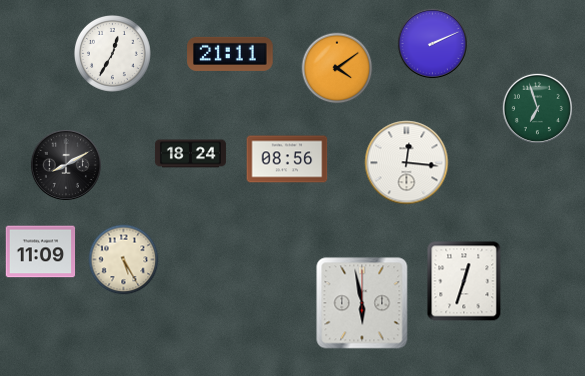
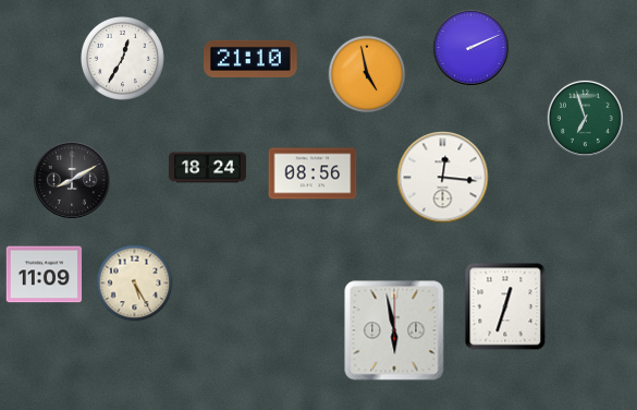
clock at (230, 54): 21:11 -> 21:10
clock at (337, 68): 4:09 -> 4:58
